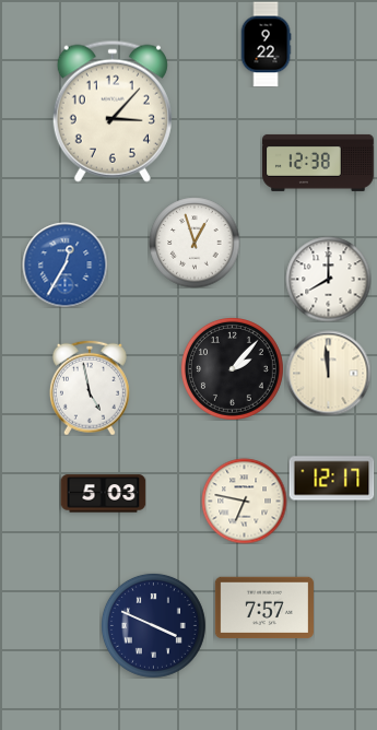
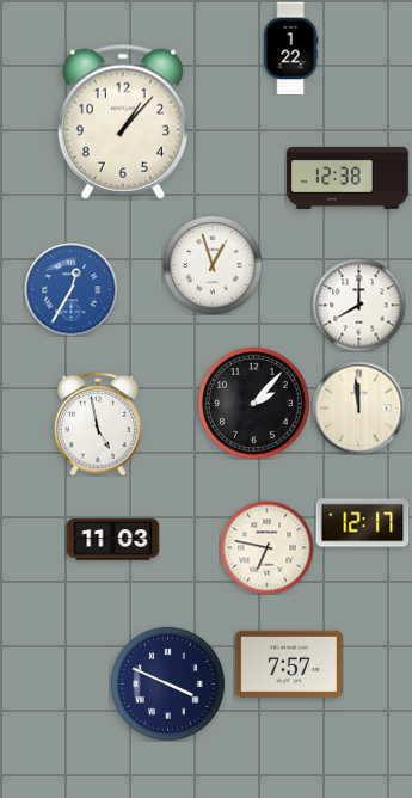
clock at (266, 44): 9:22 -> 1:22
clock at (113, 111): 3:07 -> 1:07
clock at (103, 494): 5:03 -> 11:03
